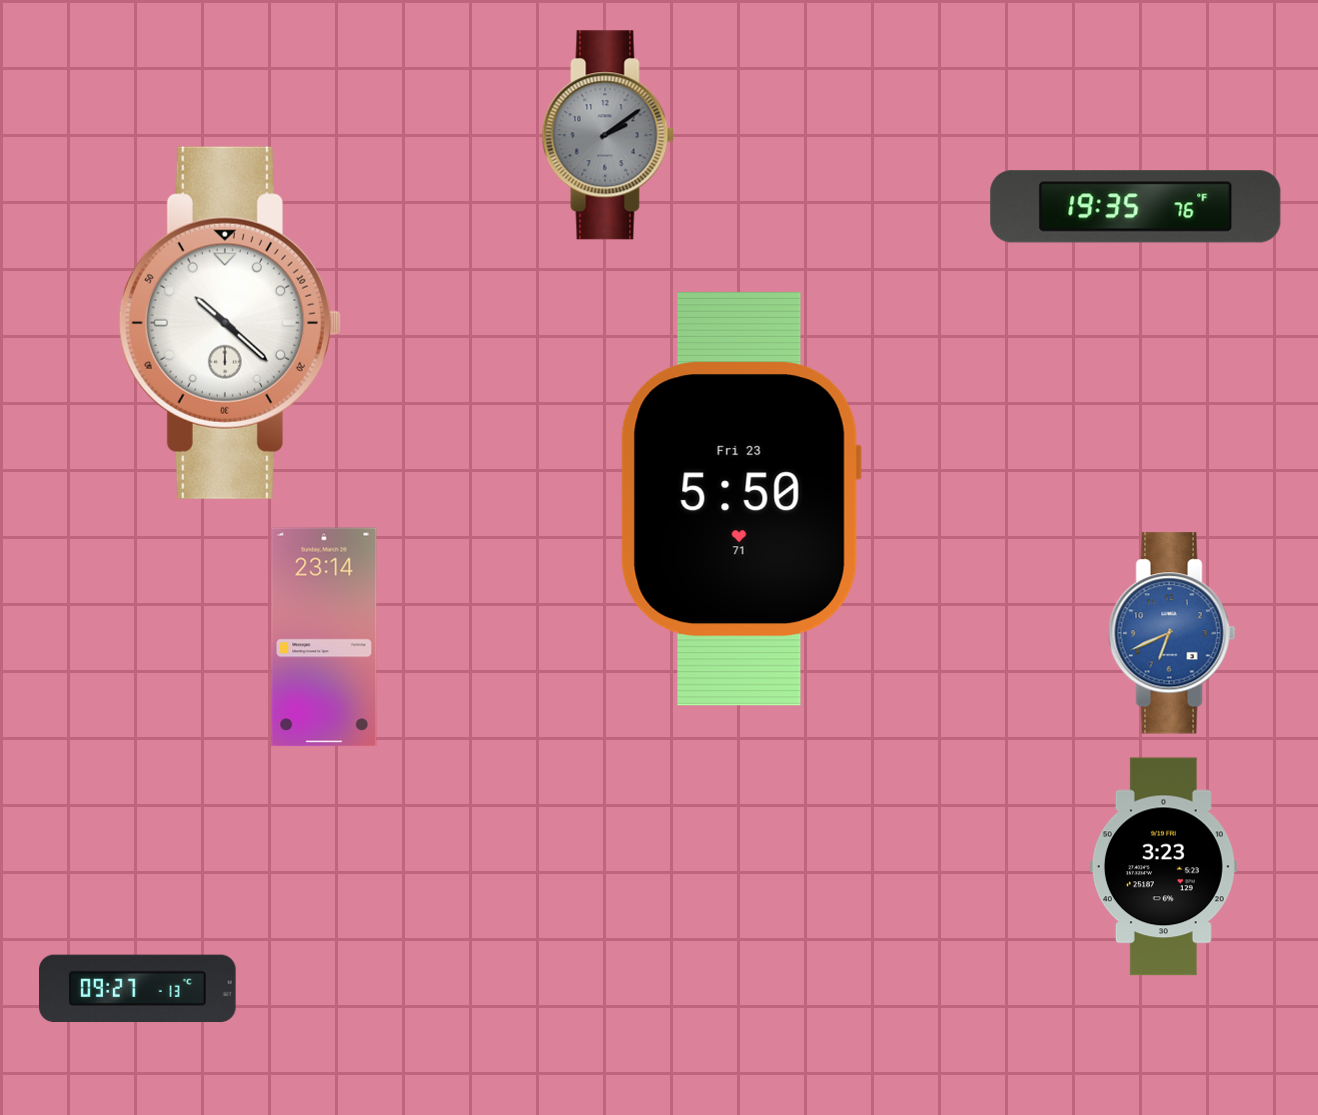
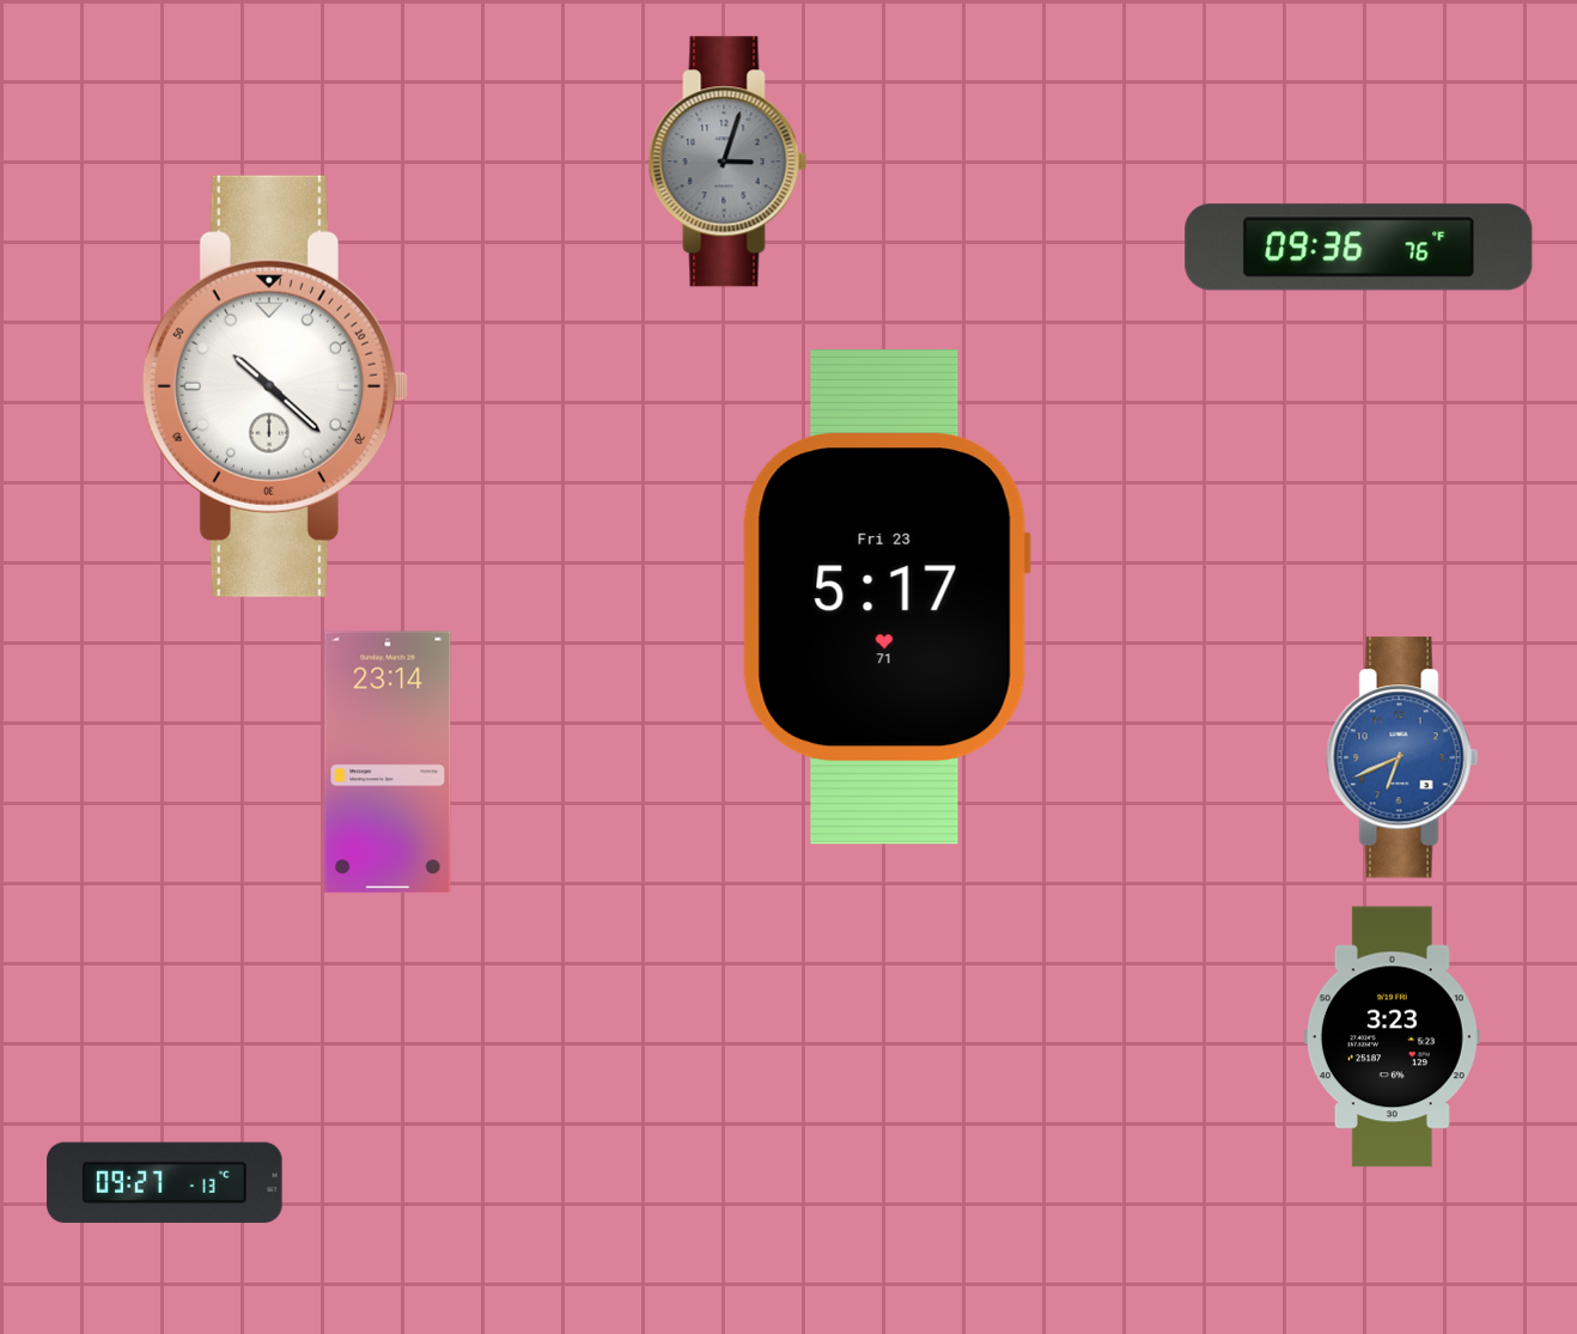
clock at (608, 135): 2:09 -> 3:03
clock at (1136, 207): 19:35 -> 09:36
clock at (741, 500): 5:50 -> 5:17
